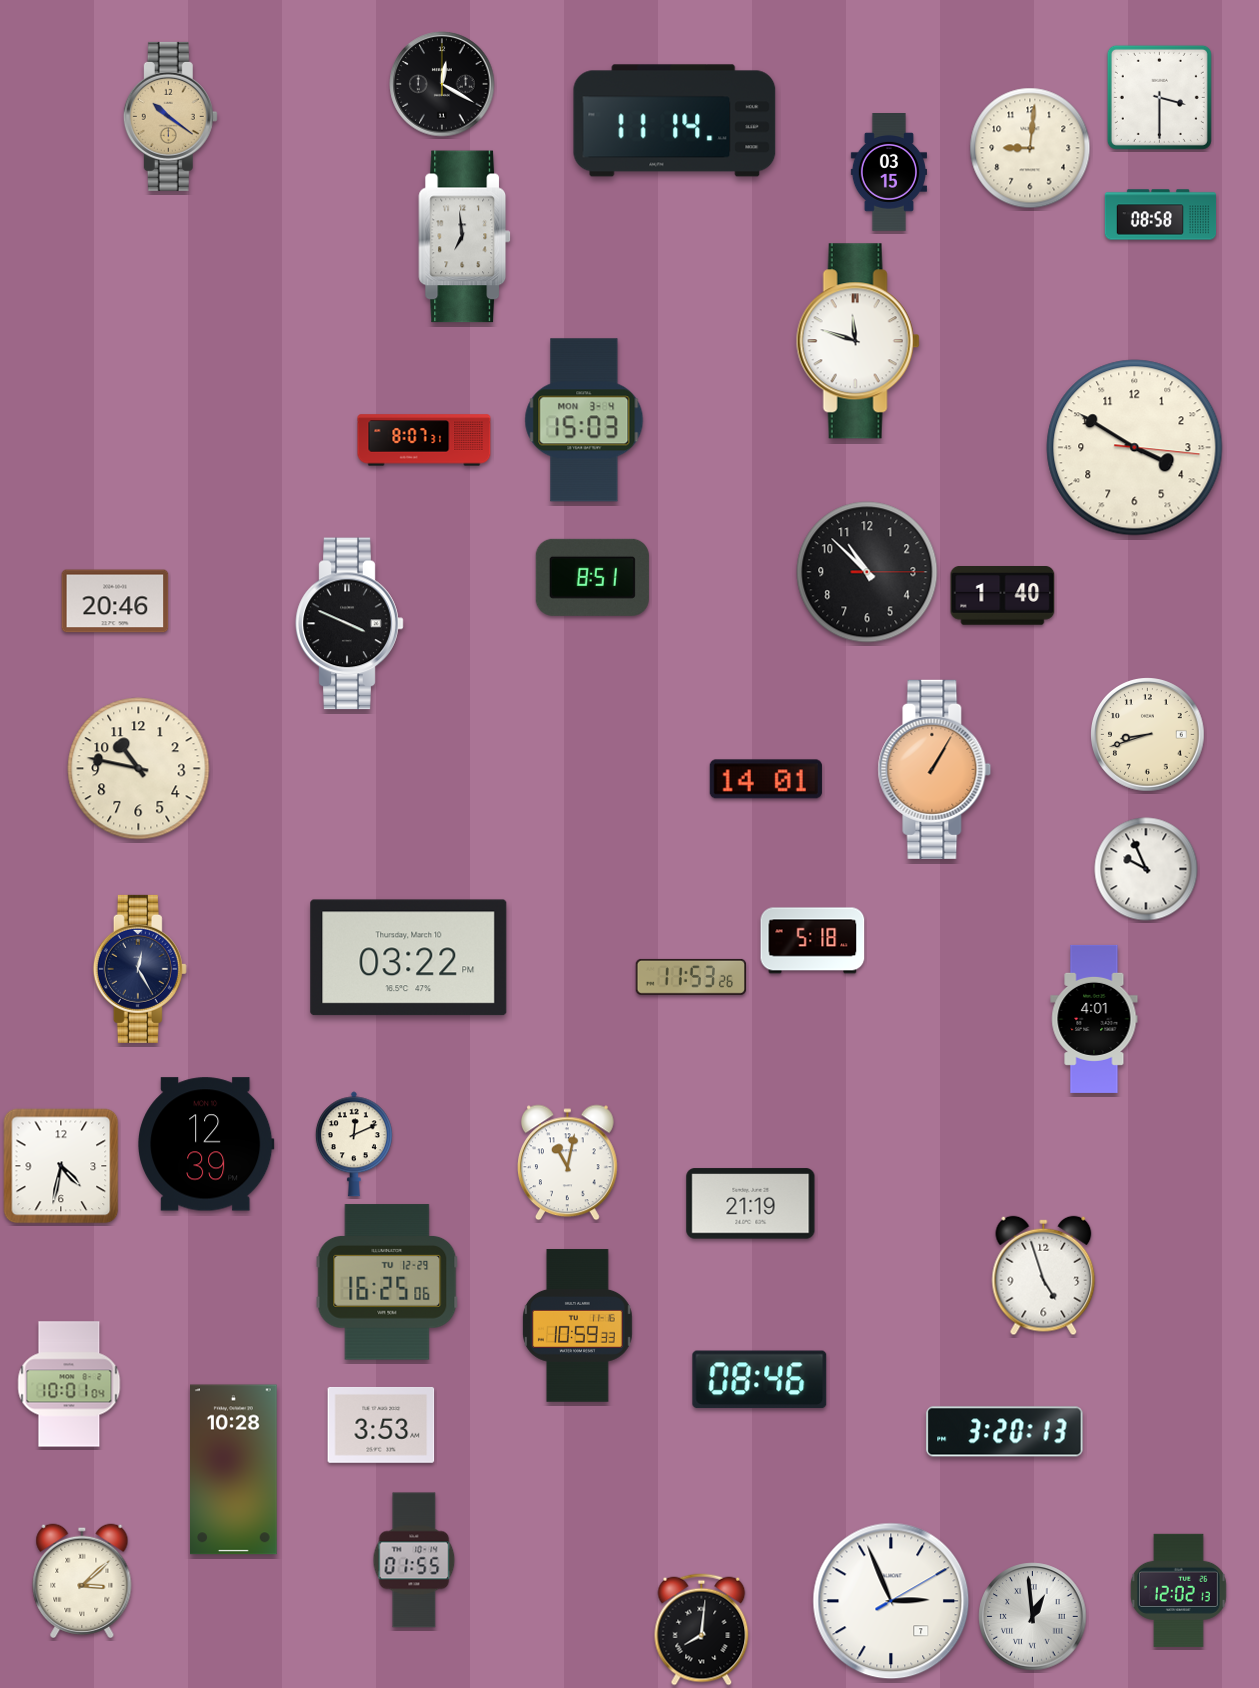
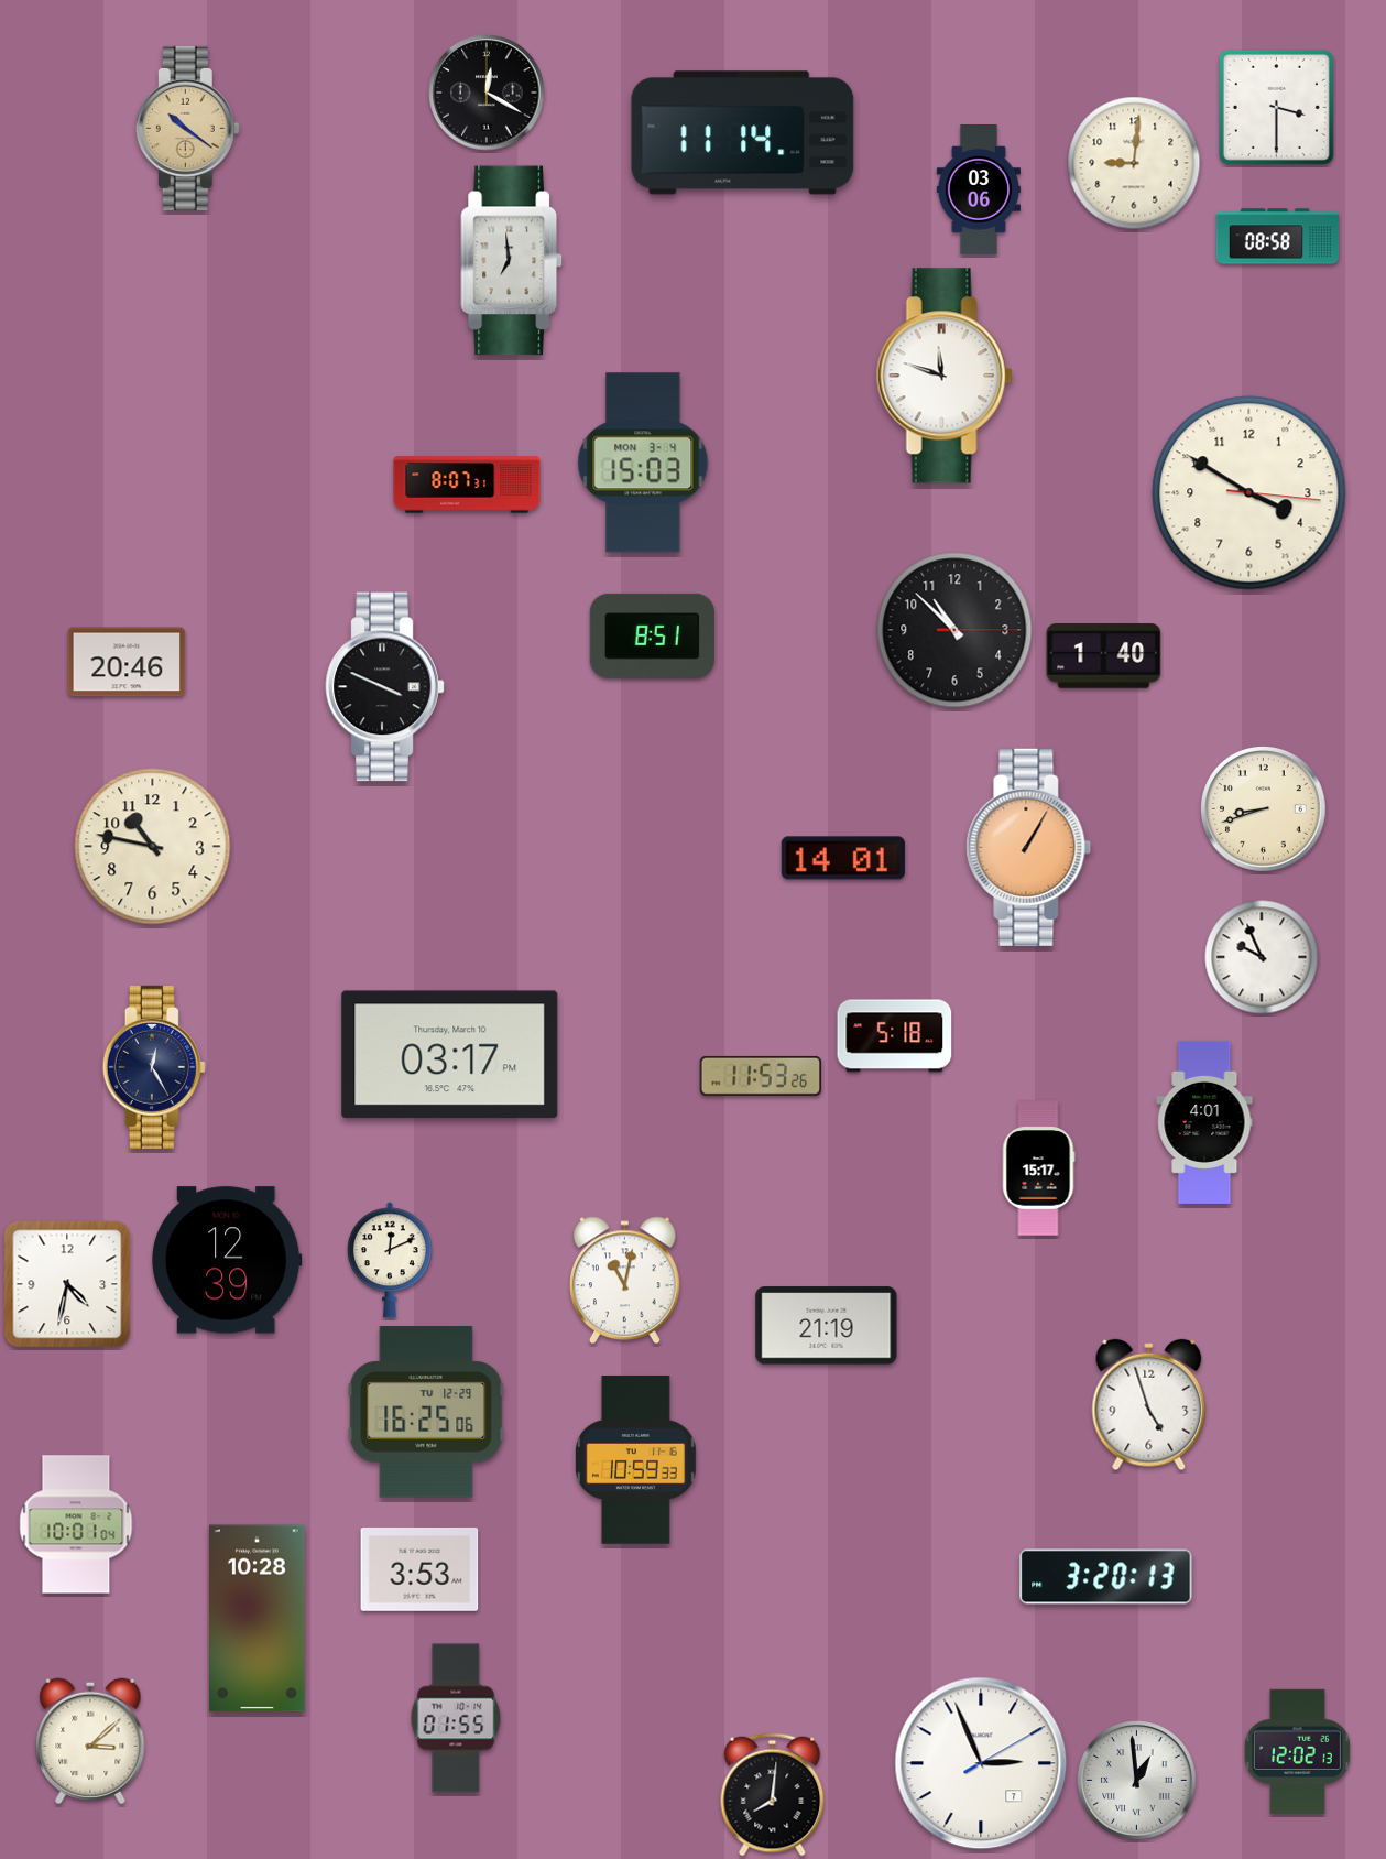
clock at (888, 173): 03:15 -> 03:06
clock at (409, 958): 03:22 -> 03:17
clock at (1038, 1168): none -> 15:17
clock at (760, 1380): 08:46 -> none
